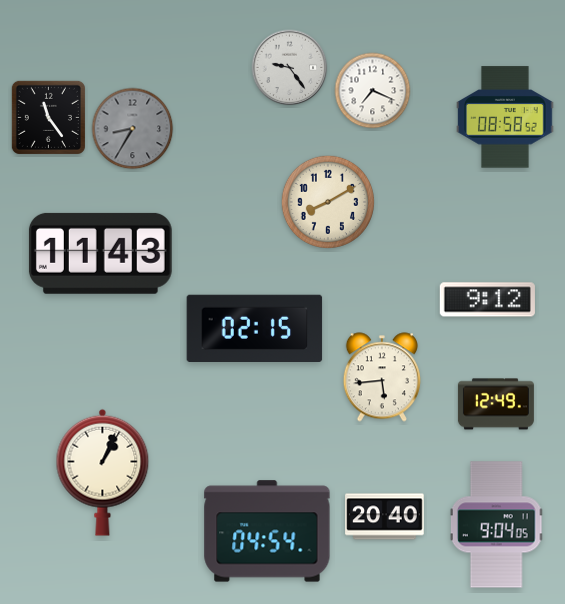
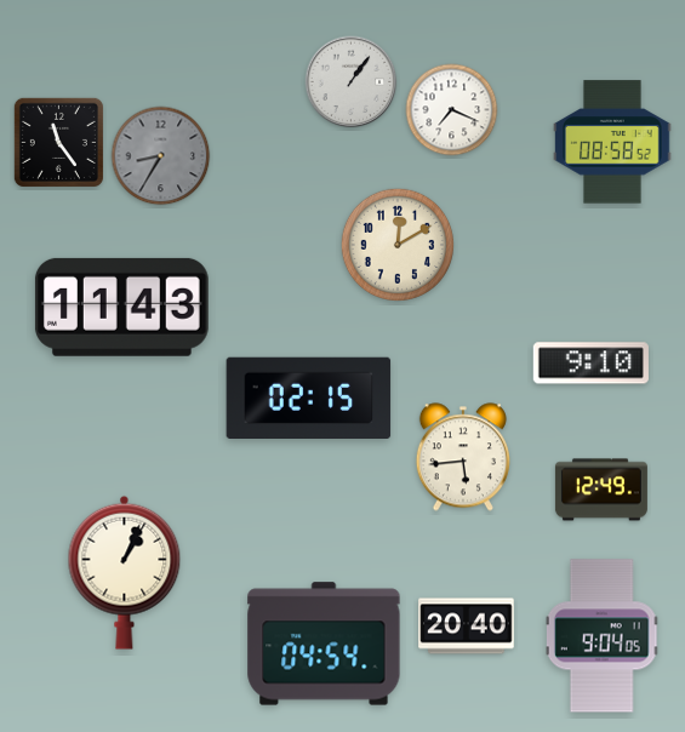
clock at (290, 68): 9:24 -> 1:06
clock at (327, 201): 8:10 -> 12:10
clock at (487, 300): 9:12 -> 9:10
